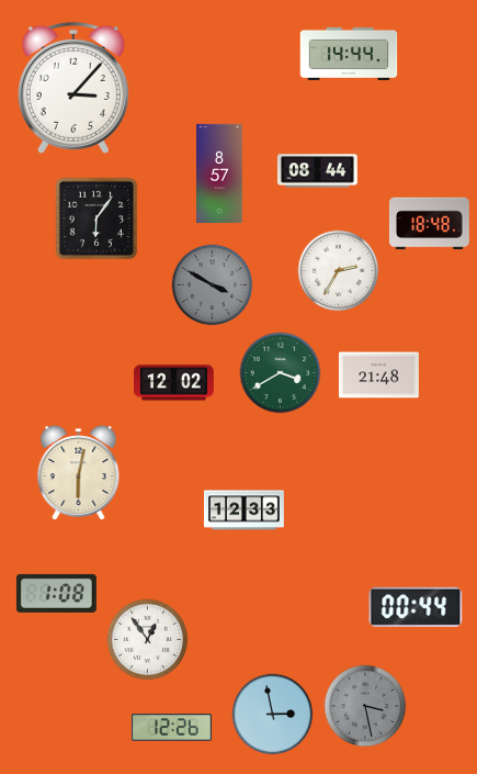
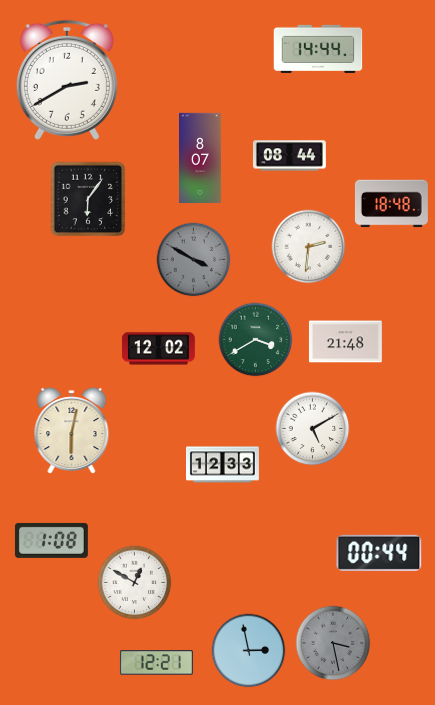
clock at (73, 88): 3:07 -> 2:40
clock at (220, 173): 8:57 -> 8:07
clock at (339, 271): 2:35 -> 2:31
clock at (313, 429): none -> 5:10
clock at (148, 640): 12:54 -> 12:50
clock at (171, 728): 12:26 -> 12:21
